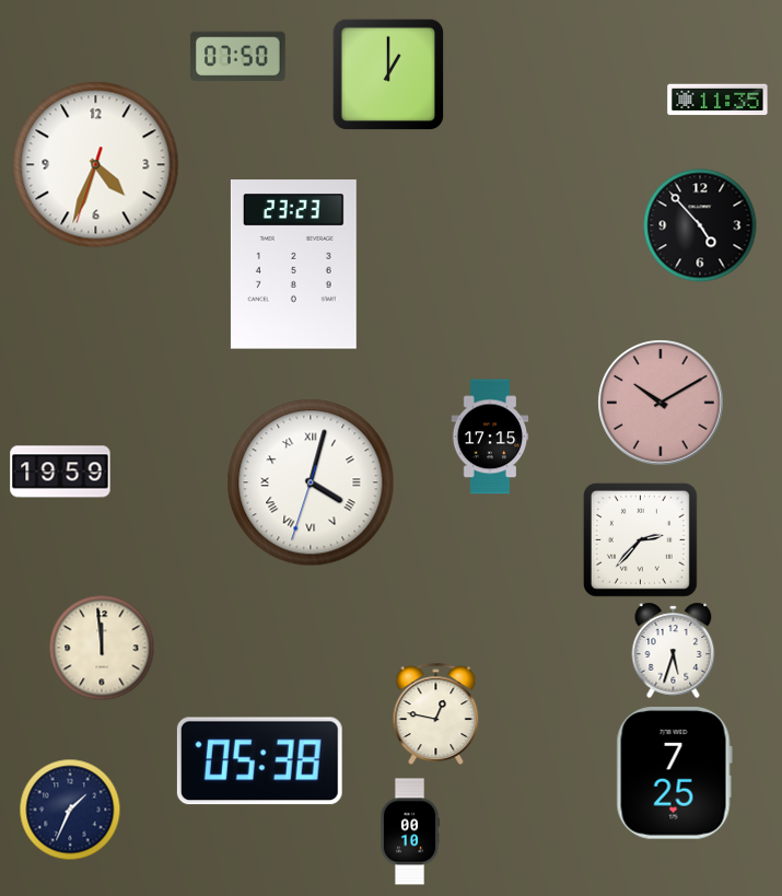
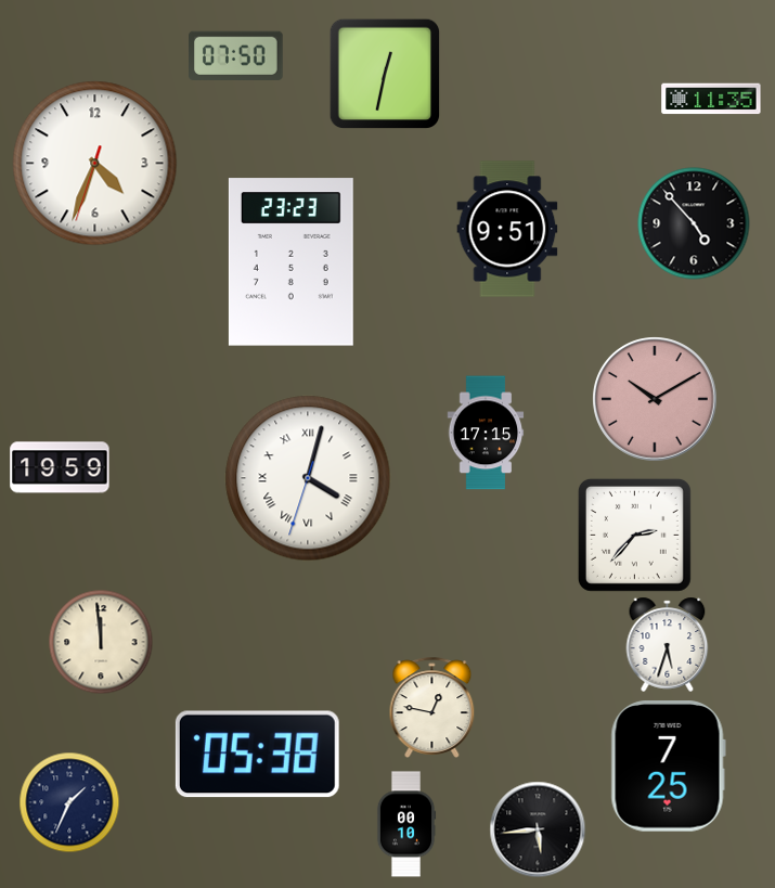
clock at (388, 74): 1:00 -> 12:32
clock at (507, 229): none -> 9:51
clock at (538, 829): none -> 5:44
